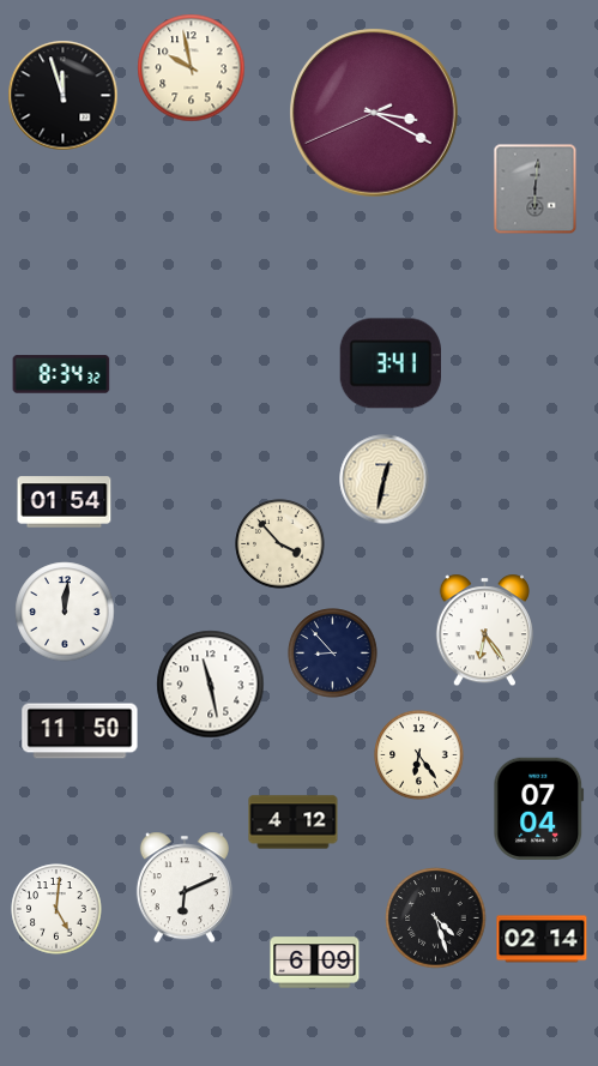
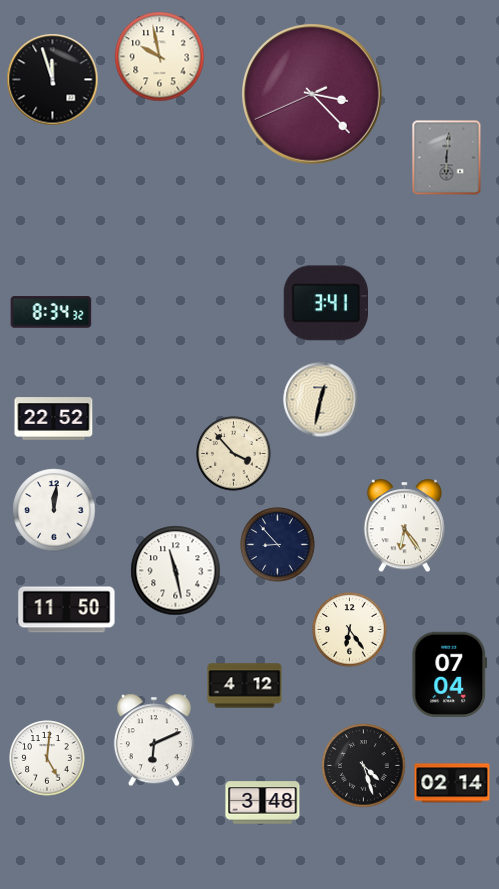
clock at (375, 114): 3:19 -> 3:22
clock at (65, 502): 01:54 -> 22:52
clock at (315, 963): 6:09 -> 3:48
